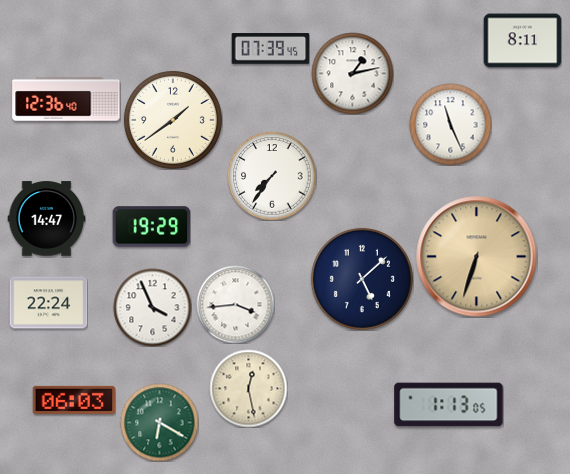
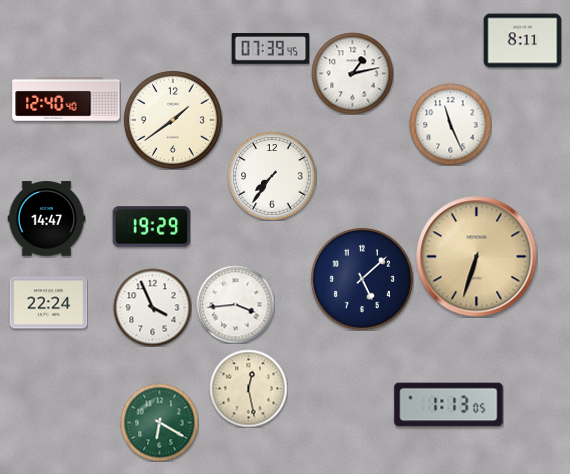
clock at (66, 99): 12:36 -> 12:40
clock at (74, 400): 06:03 -> none
